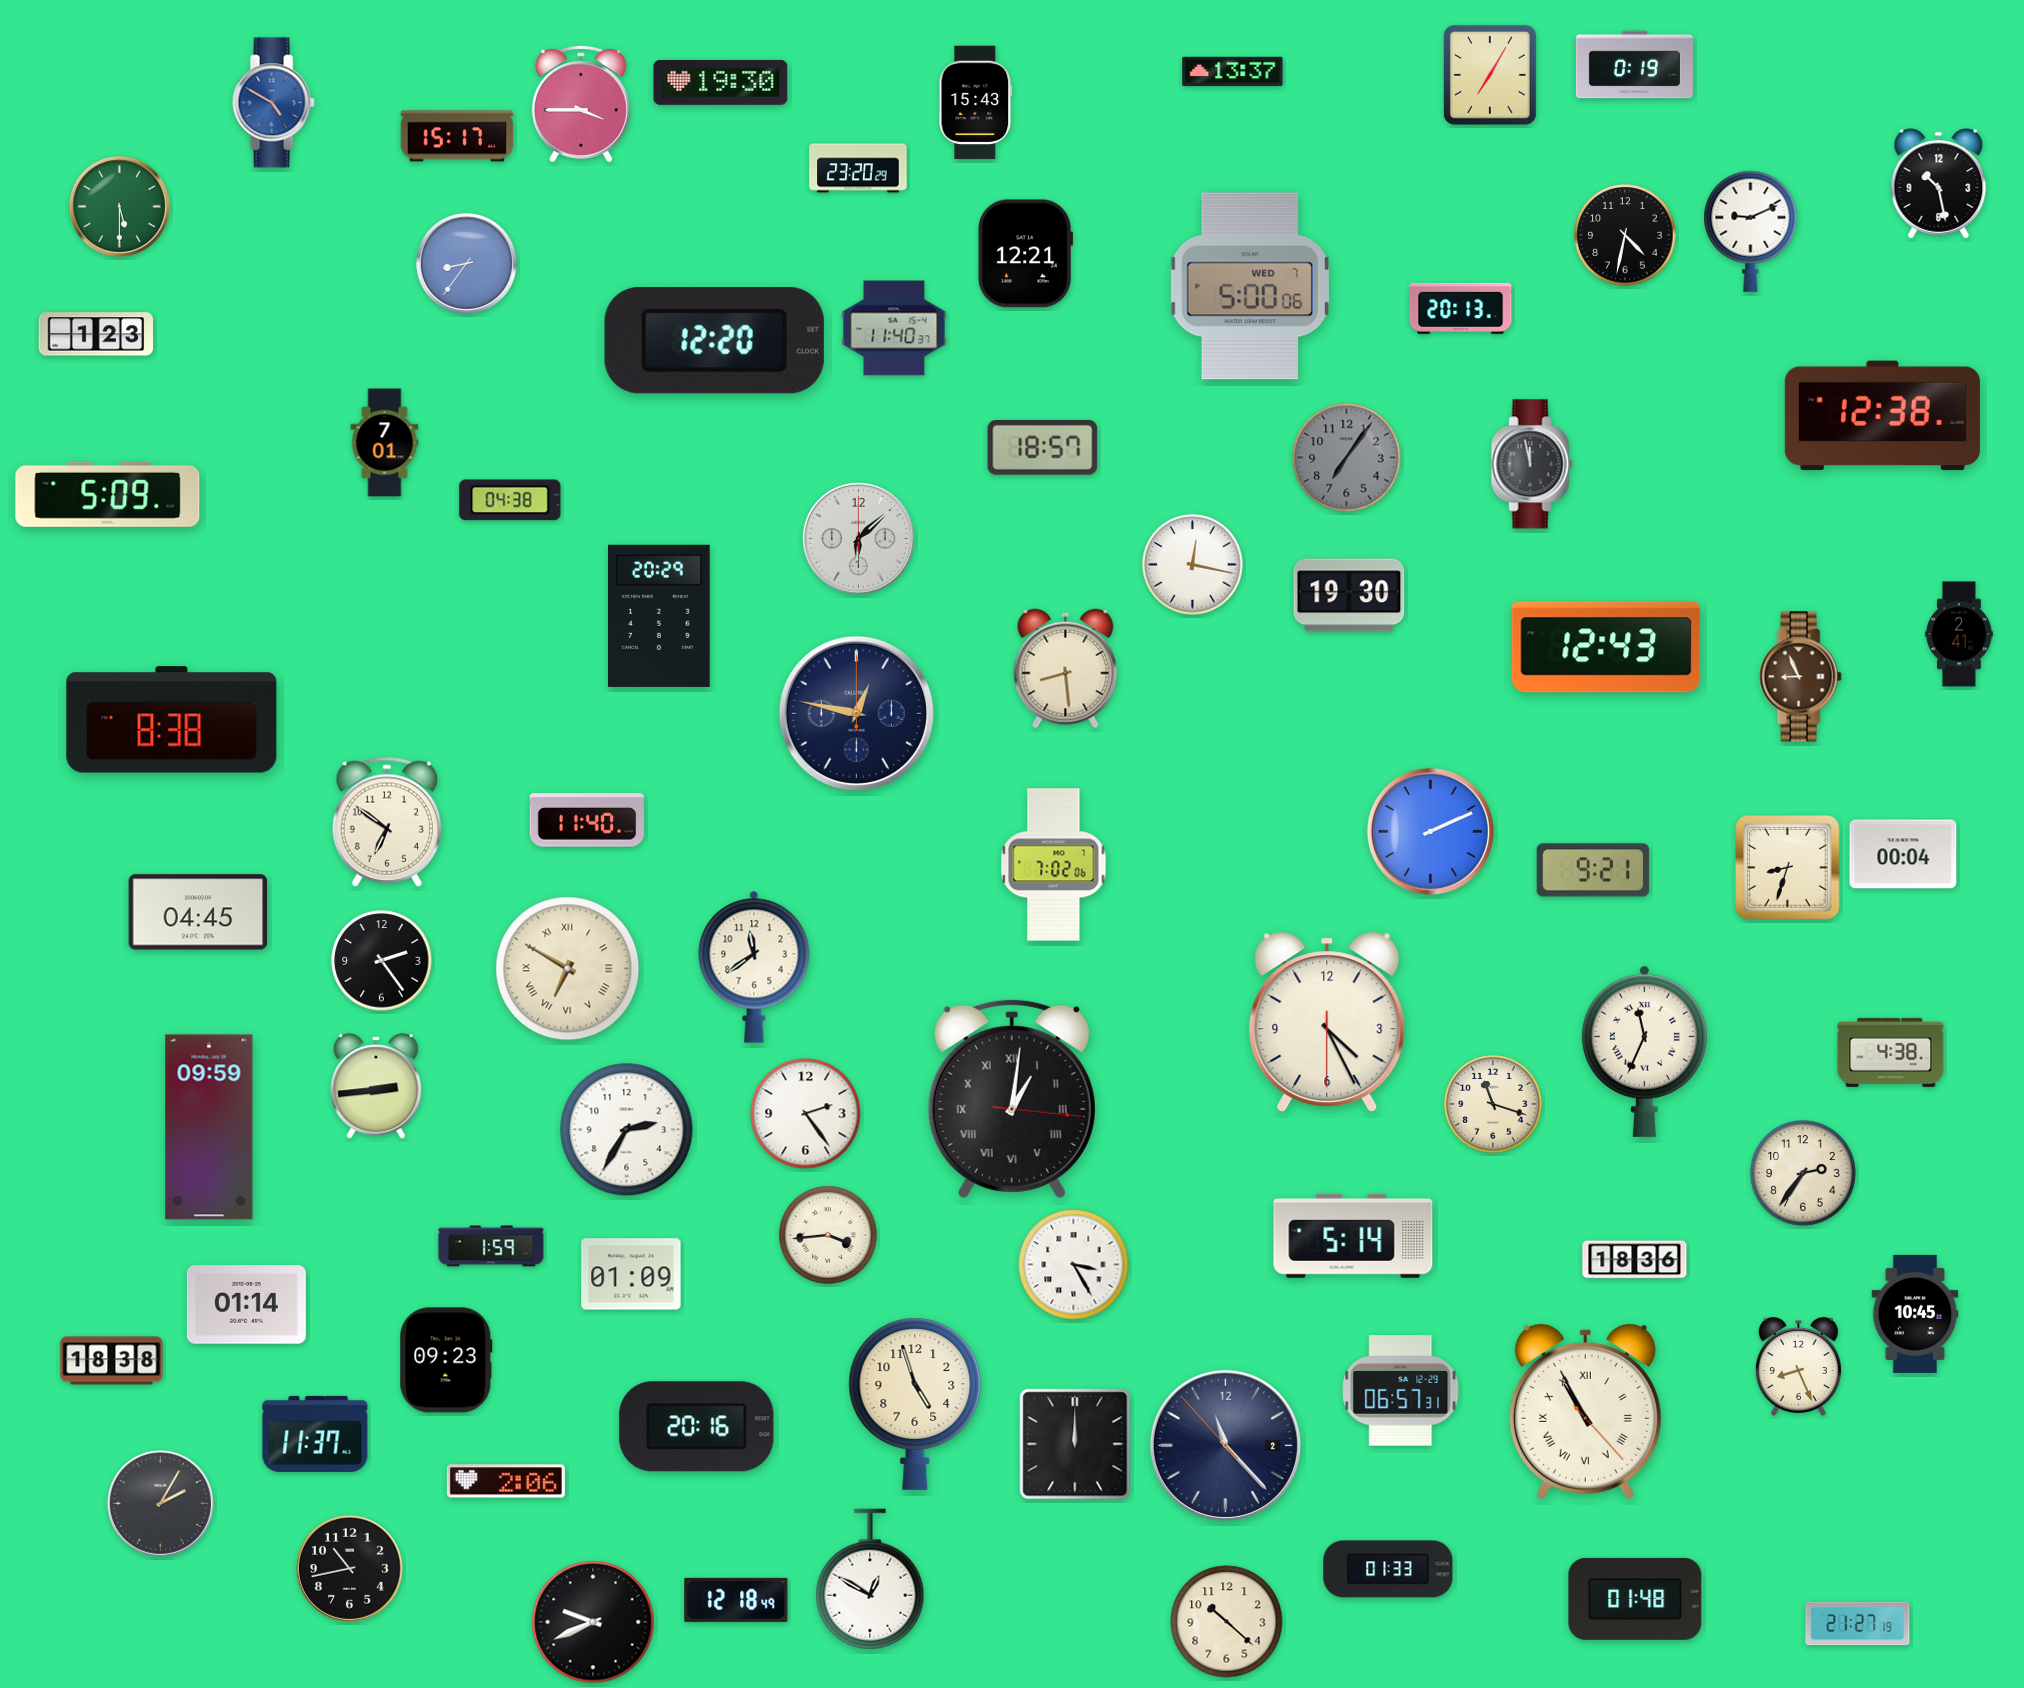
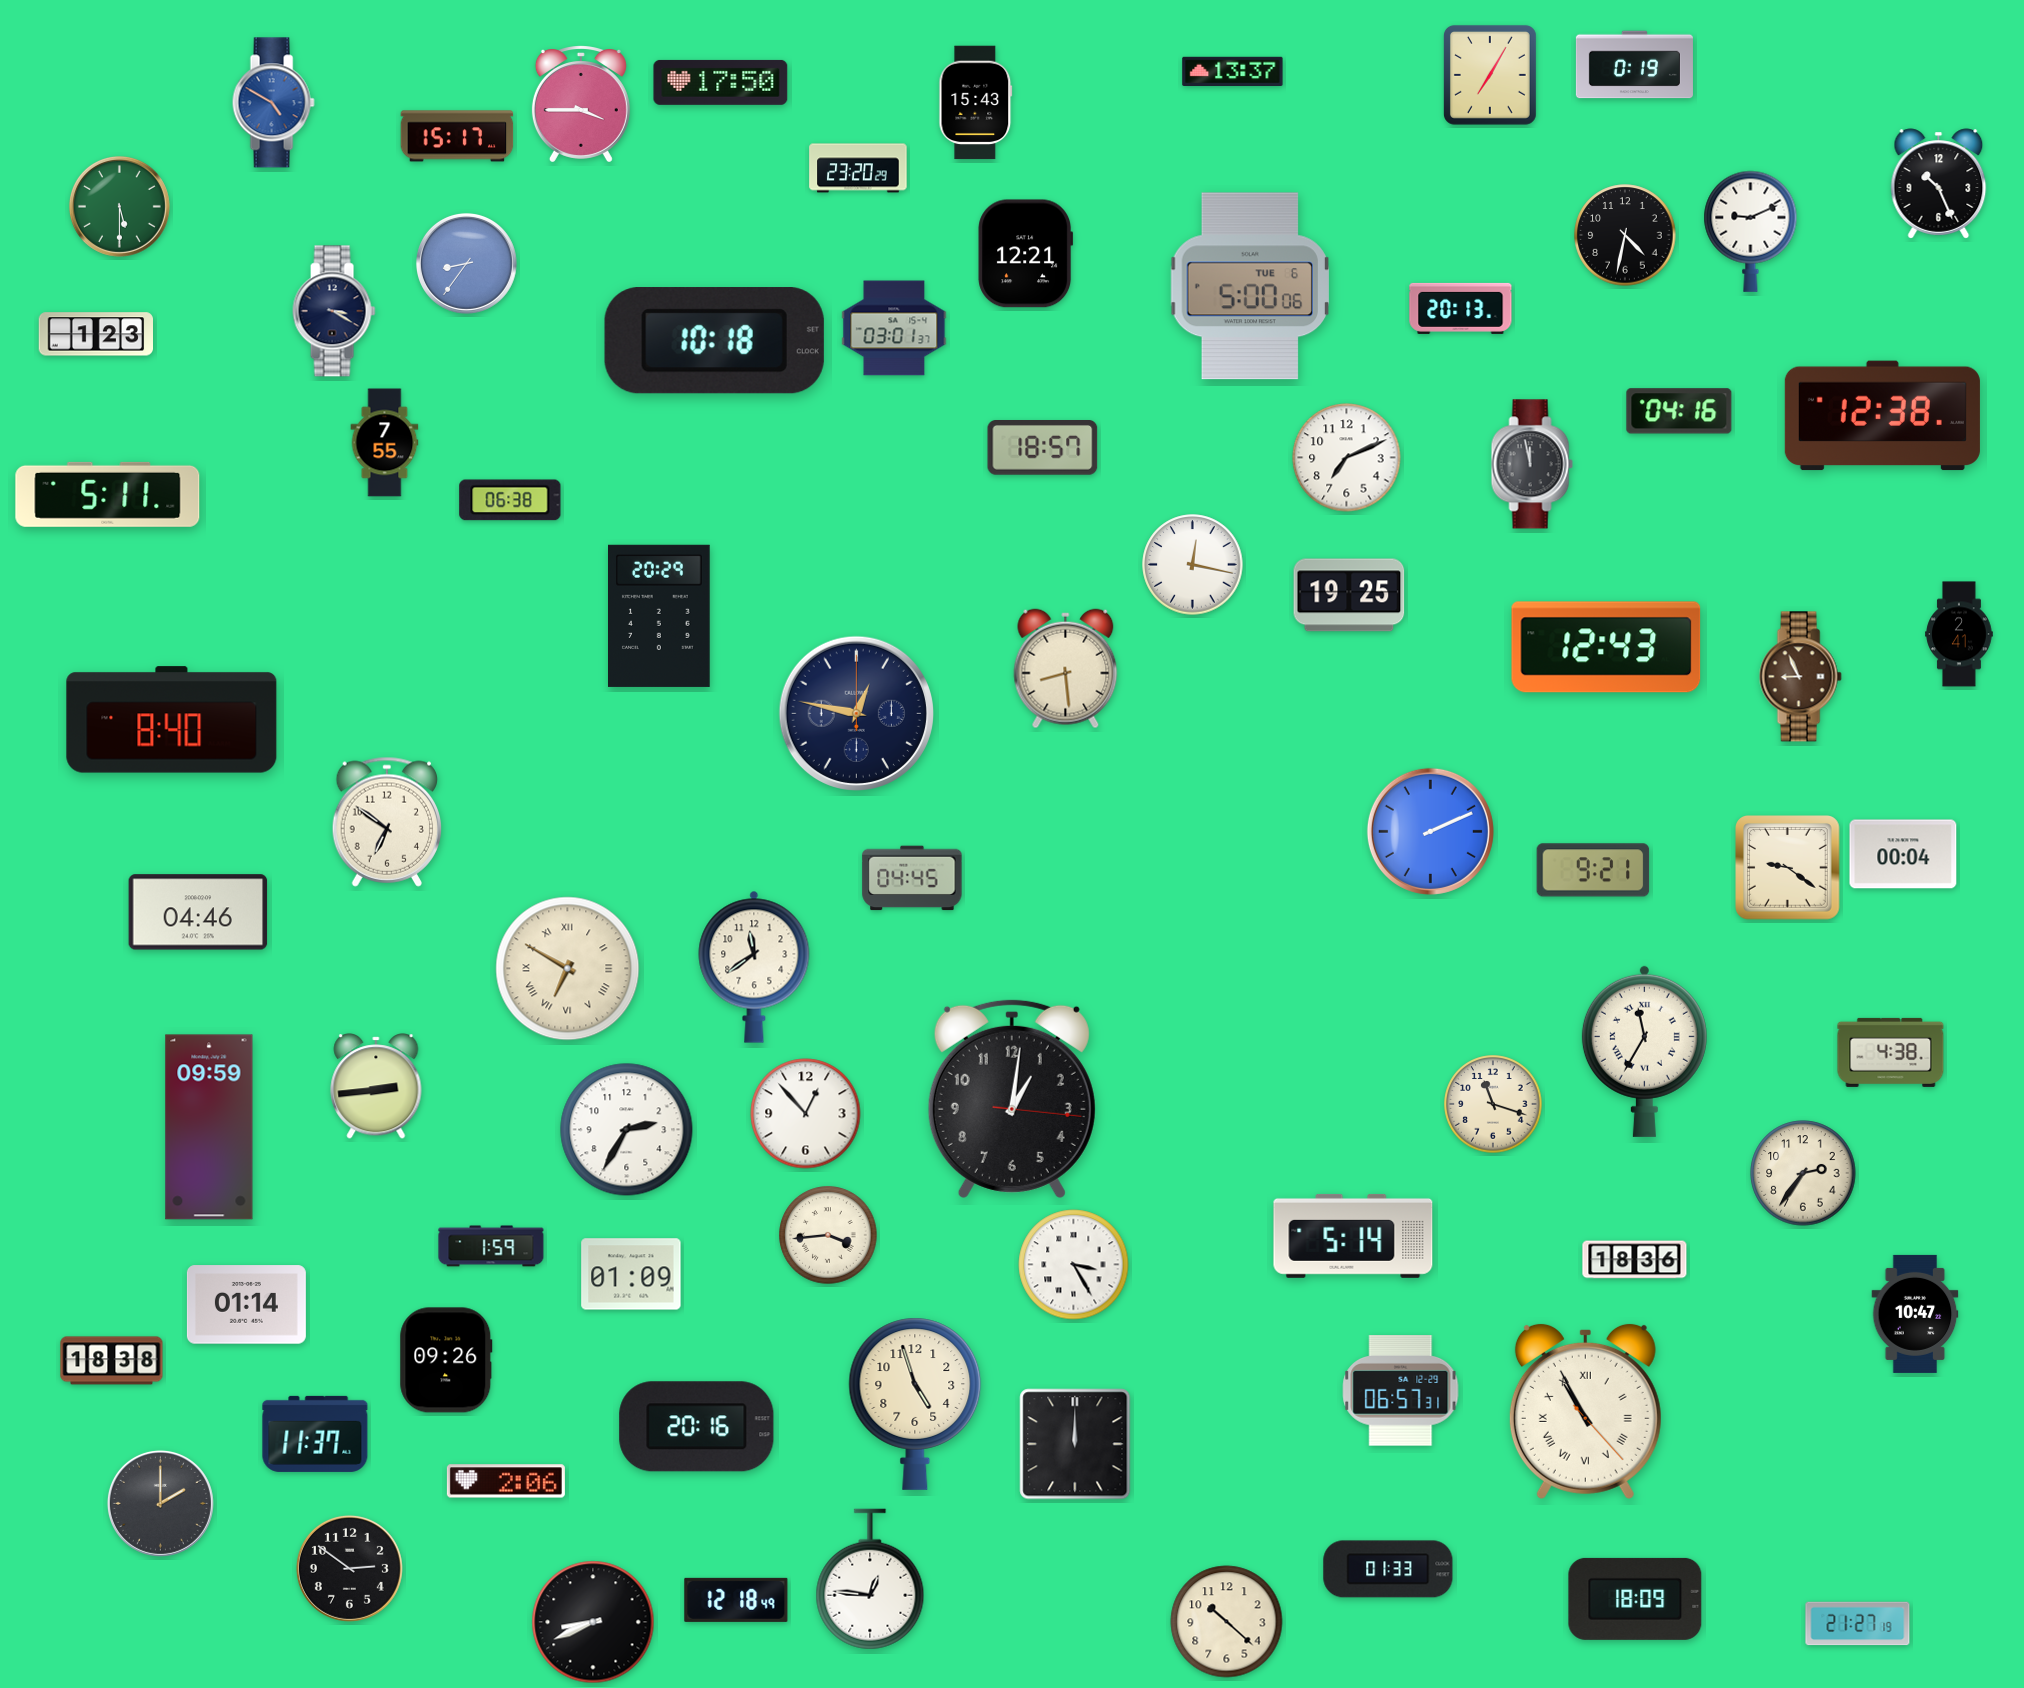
clock at (721, 82): 19:30 -> 17:50
clock at (1939, 184): 10:28 -> 10:26
clock at (1250, 286) date: WED 7 -> TUE 6
clock at (334, 311): none -> 3:20
clock at (894, 328): 11:40 -> 03:01
clock at (714, 341): 12:20 -> 10:18
clock at (1679, 411): none -> 04:16
clock at (385, 443): 7:01 -> 7:55
clock at (1347, 458): 7:06 -> 7:11
clock at (1347, 458) dial: grey -> white
clock at (108, 494): 5:09 -> 5:11
clock at (510, 500): 04:38 -> 06:38
clock at (858, 538): 6:08 -> none
clock at (1349, 595): 19:30 -> 19:25
clock at (172, 720): 8:38 -> 8:40
clock at (587, 820): 11:40 -> none
clock at (1054, 865): 7:02 -> none
clock at (1788, 868): 8:33 -> 9:21
clock at (912, 878): none -> 04:45
clock at (198, 912): 04:45 -> 04:46
clock at (382, 961): 2:24 -> none
clock at (1327, 1022): 4:25 -> none
clock at (1644, 1051): 11:34 -> 11:35
clock at (1012, 1098) numerals: Roman -> Arabic
clock at (806, 1114): 2:24 -> 12:53
clock at (1915, 1314): 10:45 -> 10:47
clock at (446, 1360): 09:23 -> 09:26
clock at (1798, 1366): 8:26 -> none
clock at (1225, 1445): 11:22 -> none
clock at (160, 1503): 2:05 -> 2:00
clock at (349, 1568): 10:43 -> 2:51
clock at (870, 1579): 12:50 -> 12:46
clock at (1635, 1599): 01:48 -> 18:09
clock at (593, 1622): 9:41 -> 8:41
